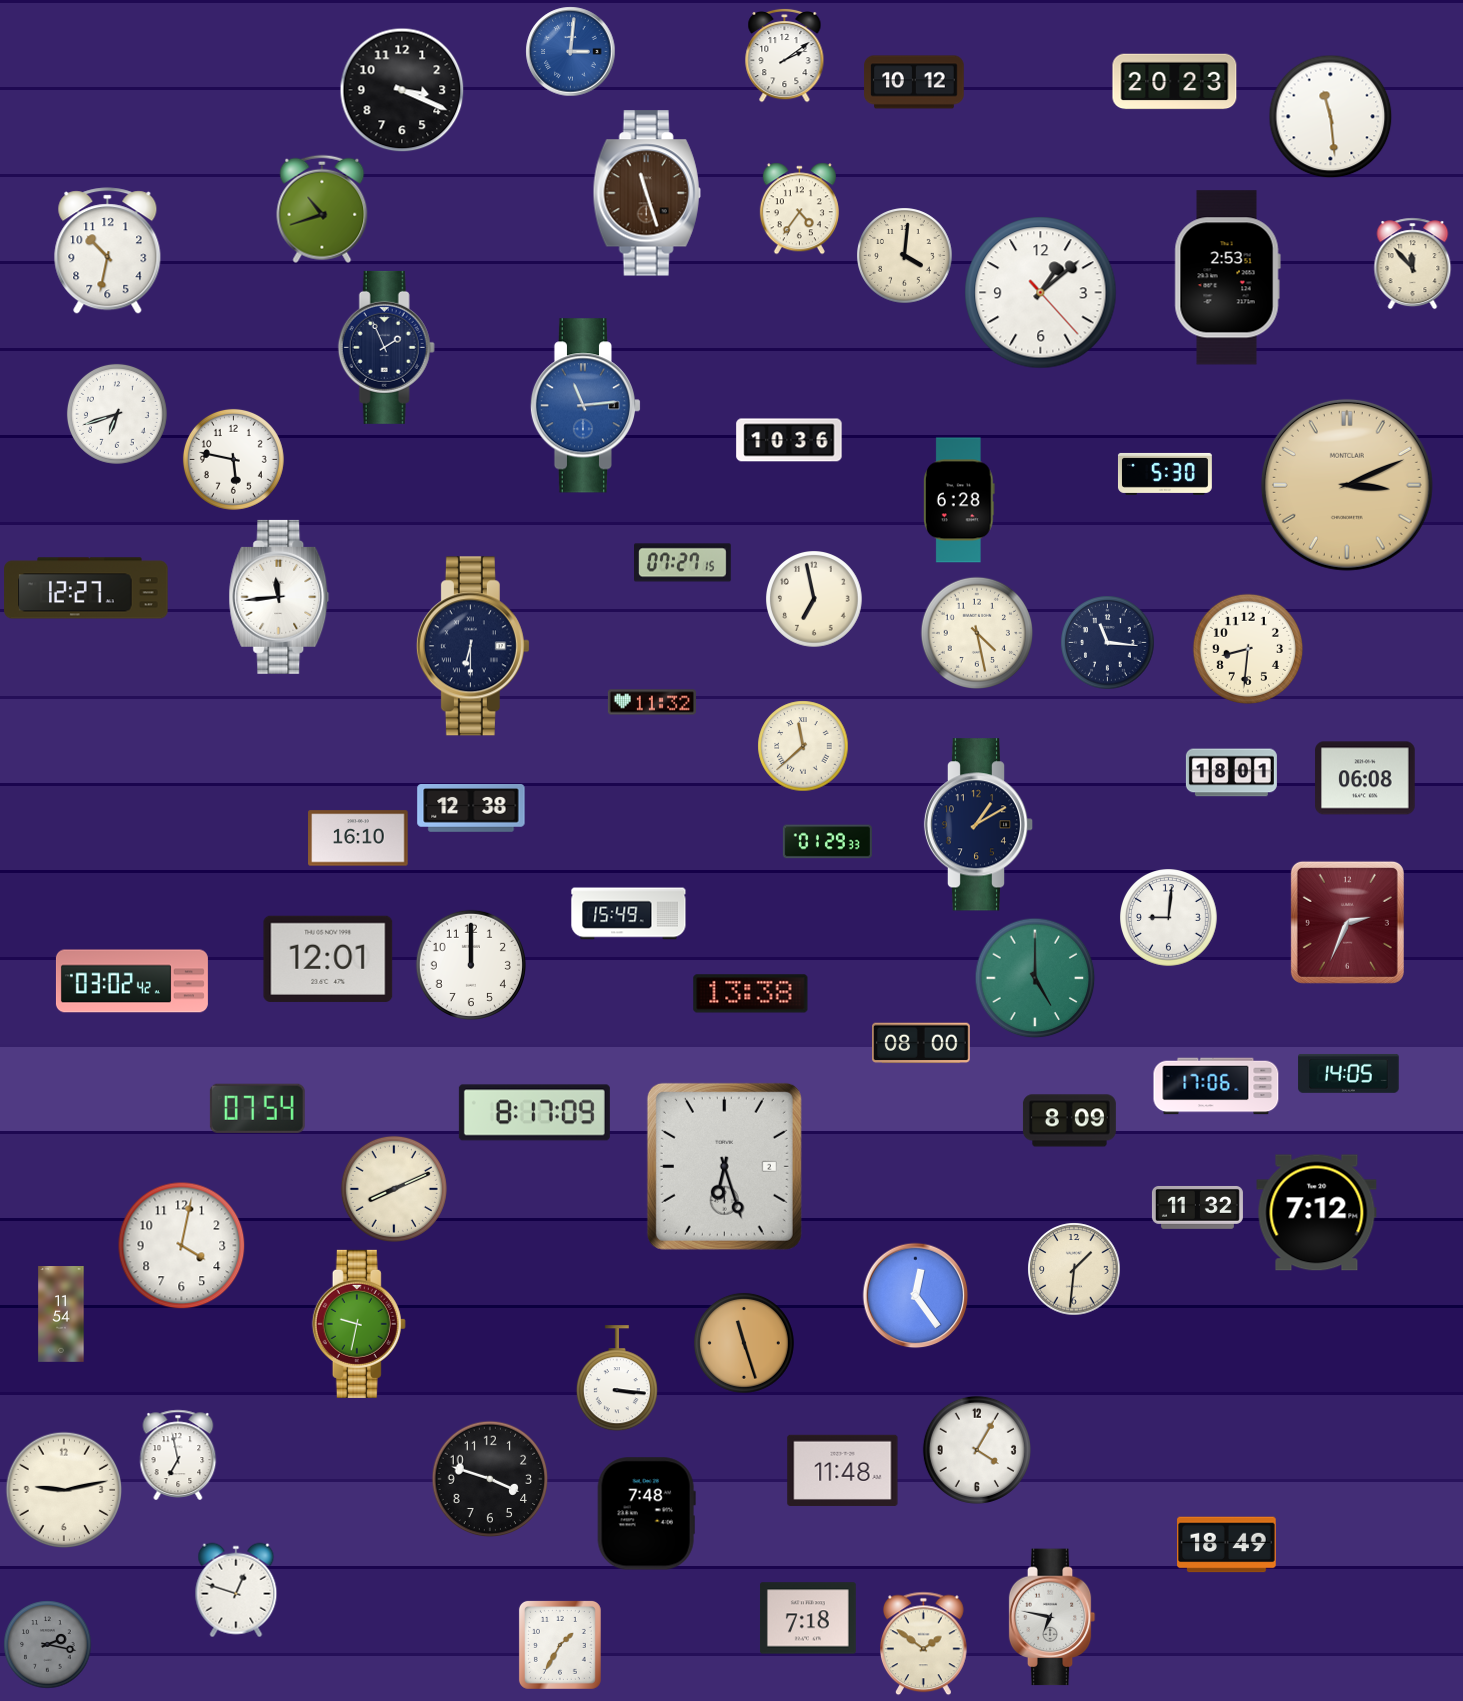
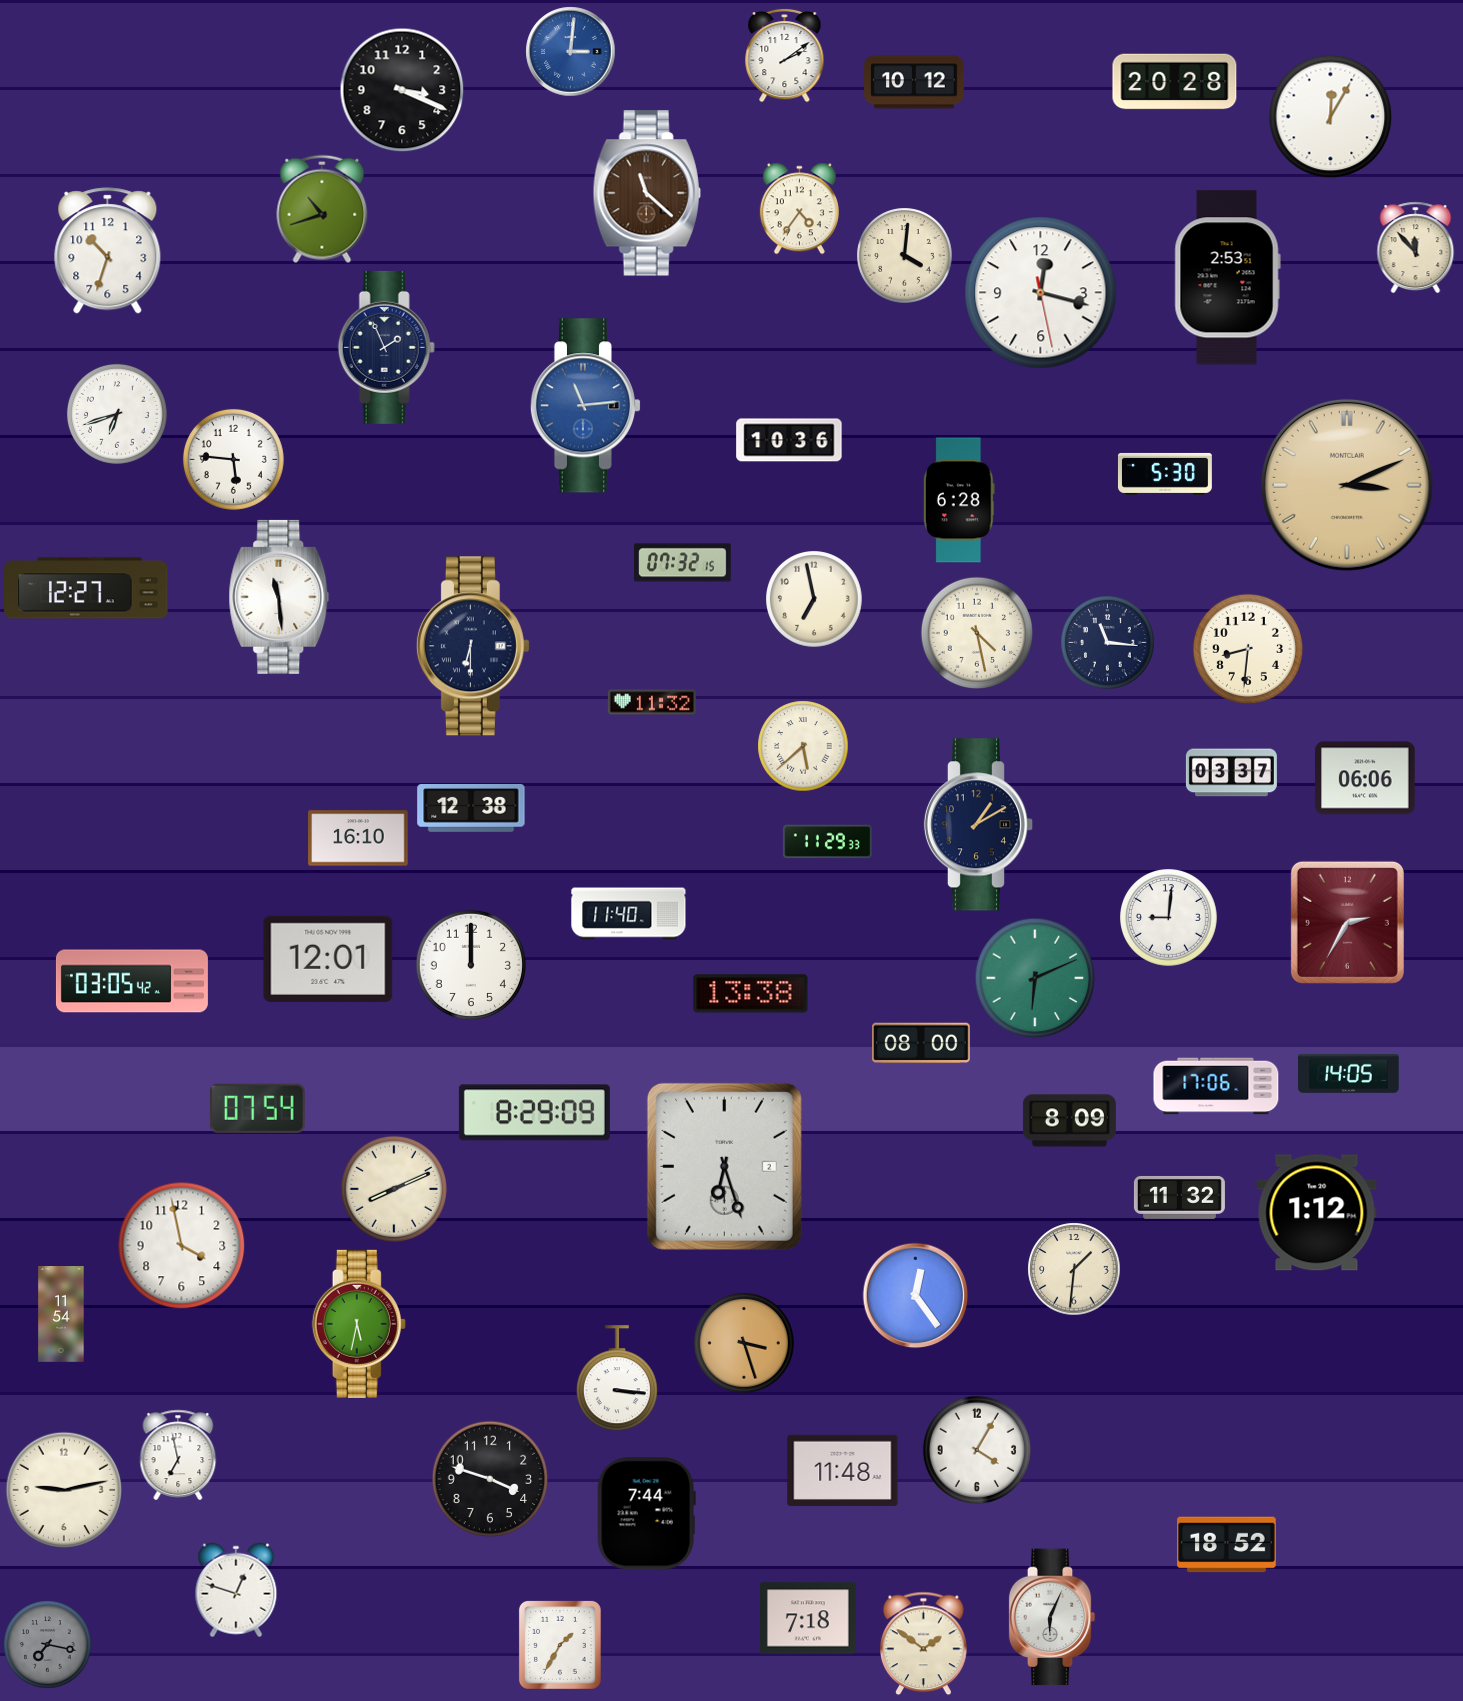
clock at (1175, 82): 20:23 -> 20:28
clock at (1330, 116): 11:29 -> 12:05
clock at (647, 193): 11:27 -> 11:22
clock at (108, 251): 10:32 -> 10:33
clock at (1413, 263) position: (1413, 263) -> (1416, 247)
clock at (1041, 293): 1:08 -> 12:17
clock at (233, 459): 5:47 -> 5:46
clock at (683, 563): 07:27 -> 07:32
clock at (279, 597): 11:44 -> 11:29
clock at (803, 746): 11:38 -> 5:38
clock at (1231, 773): 18:01 -> 03:37
clock at (1365, 778): 06:08 -> 06:06
clock at (827, 842): 01:29 -> 11:29
clock at (629, 914): 15:49 -> 11:40
clock at (1347, 922): 2:34 -> 2:35
clock at (1035, 978): 5:00 -> 6:11
clock at (132, 981): 03:02 -> 03:05
clock at (534, 1113): 8:17 -> 8:29
clock at (1197, 1207) position: (1197, 1207) -> (1179, 1197)
clock at (1317, 1213): 7:12 -> 1:12
clock at (181, 1245): 4:02 -> 3:58
clock at (359, 1324): 9:32 -> 5:32
clock at (744, 1343): 11:27 -> 3:27
clock at (646, 1514): 7:48 -> 7:44
clock at (1227, 1545): 18:49 -> 18:52
clock at (1052, 1617): 6:47 -> 6:04
clock at (47, 1644): 2:17 -> 7:17
